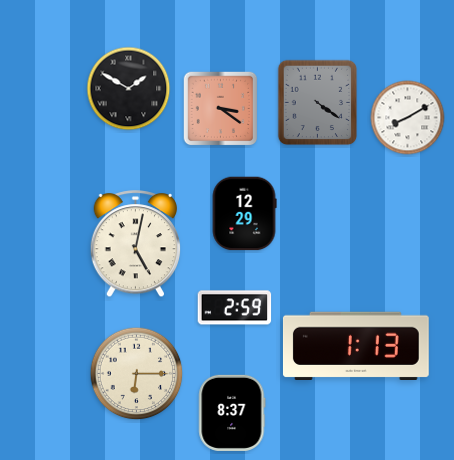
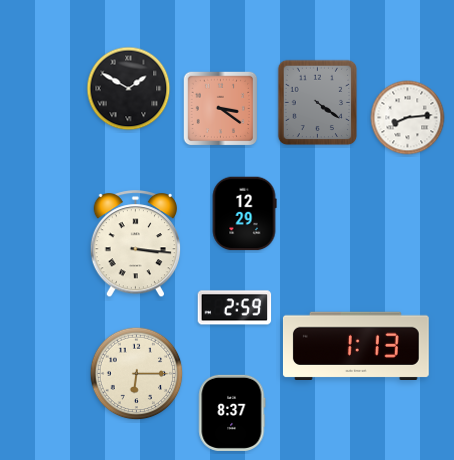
clock at (408, 118): 8:10 -> 8:14
clock at (136, 244): 5:02 -> 3:16
